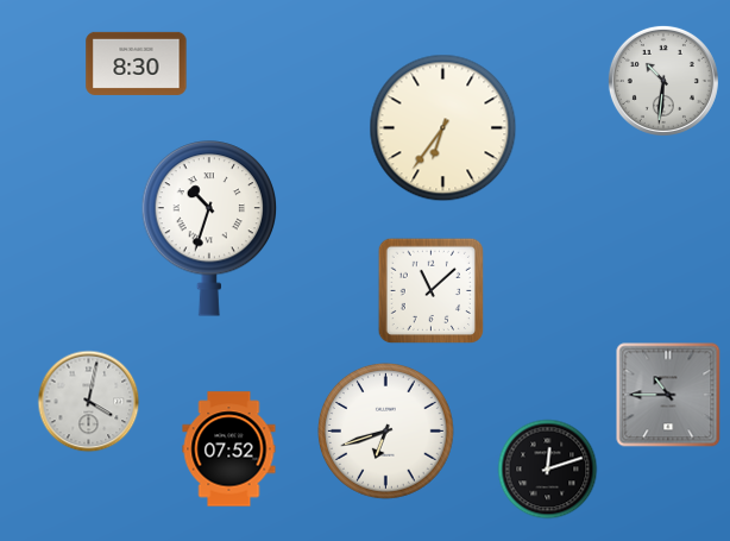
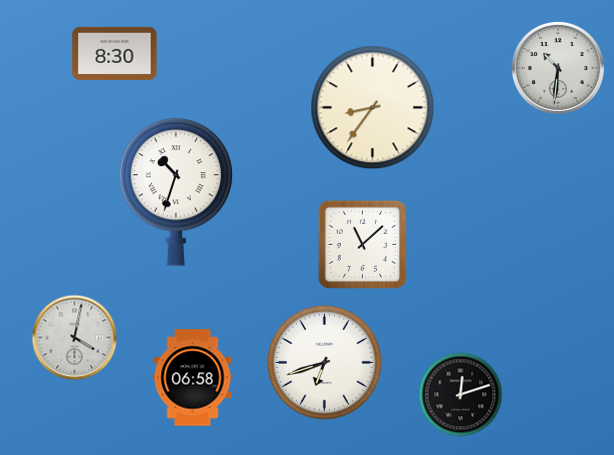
clock at (443, 128): 6:36 -> 8:36
clock at (668, 395): 10:45 -> none
clock at (229, 449): 07:52 -> 06:58
